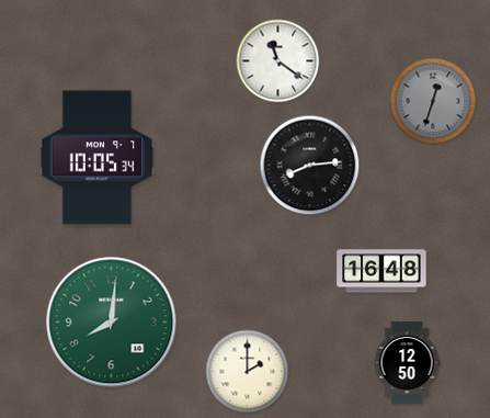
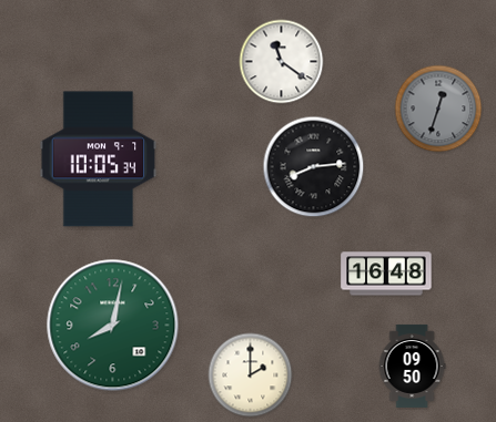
clock at (433, 101) position: (433, 101) -> (438, 109)
clock at (112, 323): 8:01 -> 8:02
clock at (407, 362): 12:50 -> 09:50
